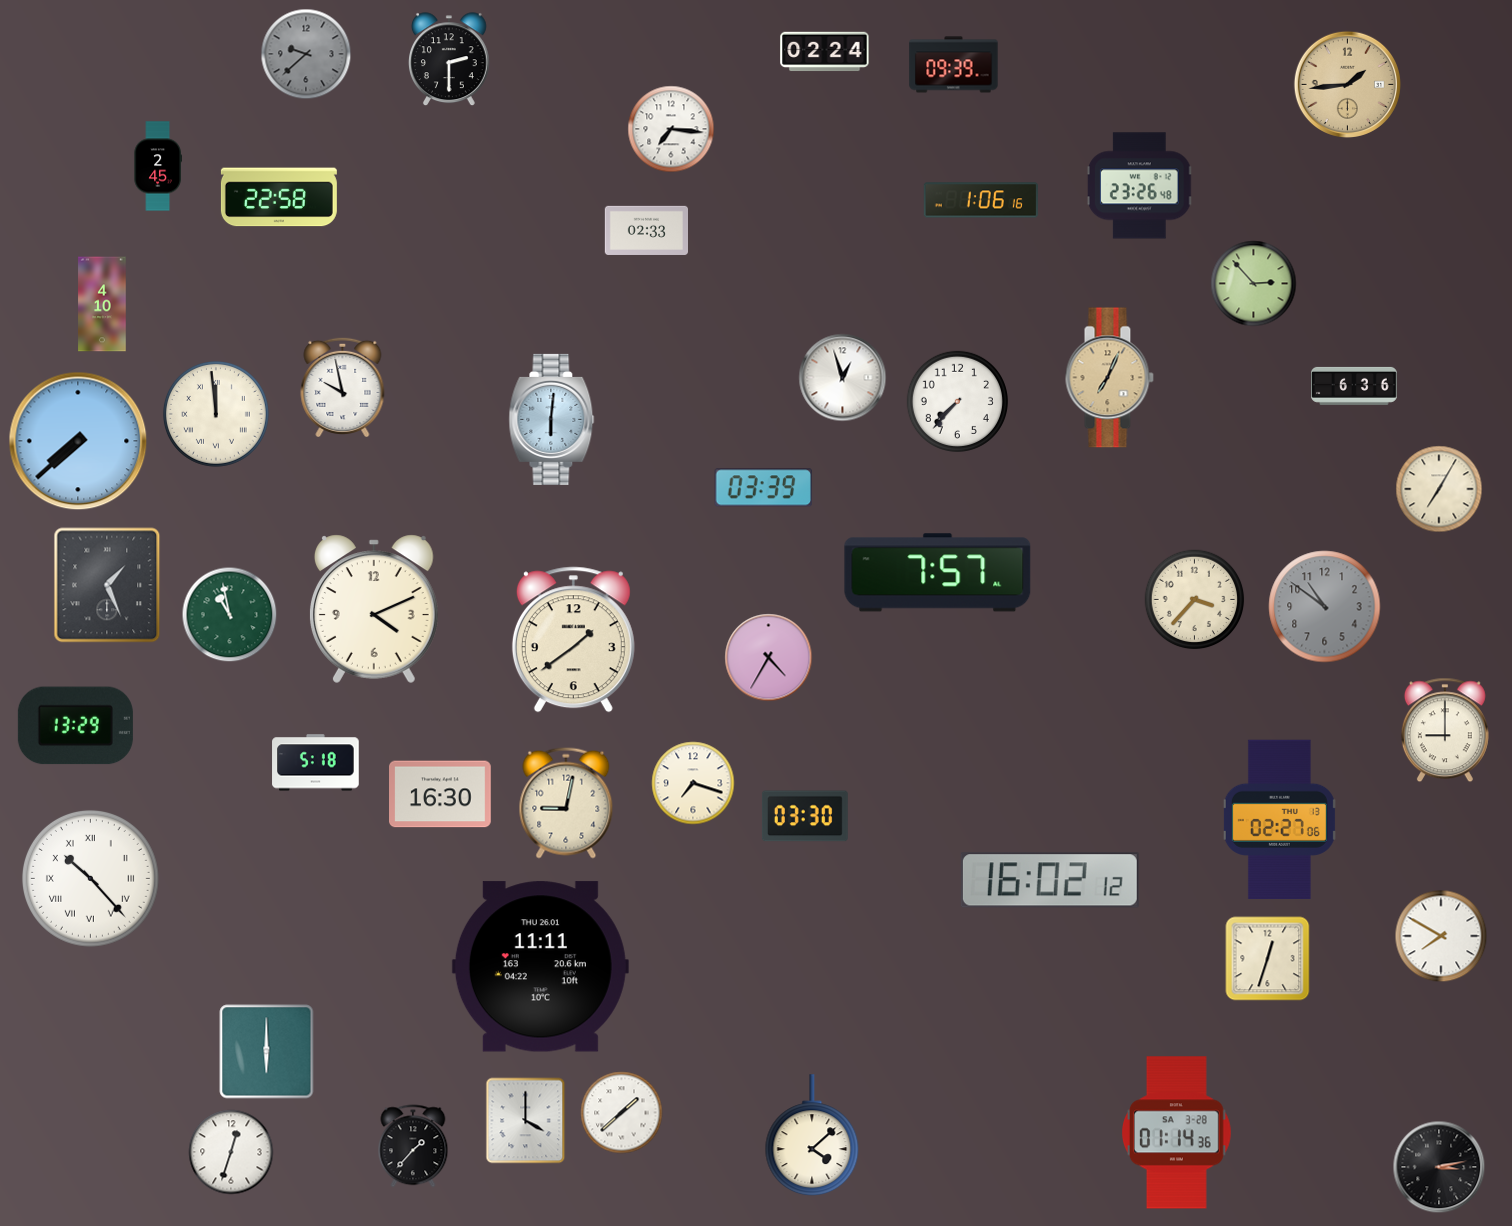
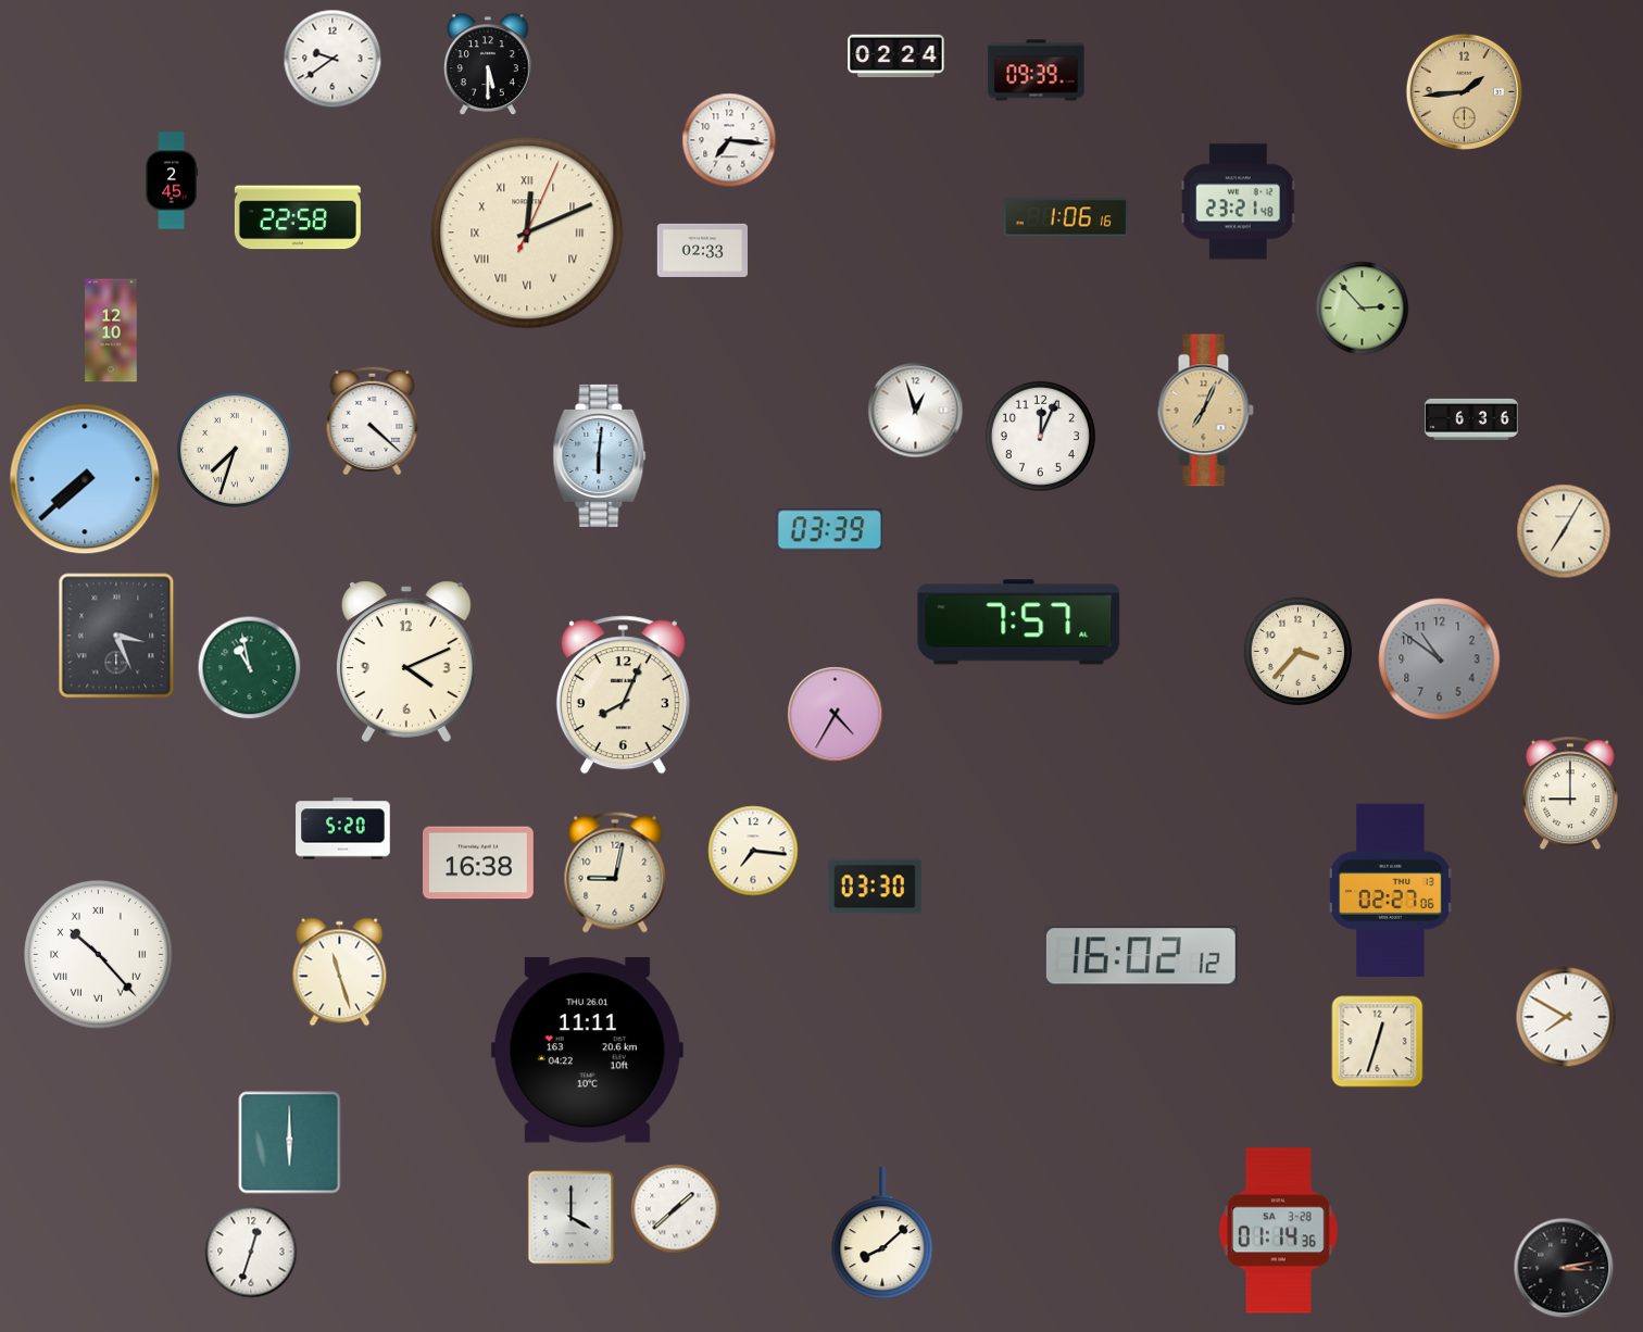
clock at (306, 54): 9:38 -> 9:39
clock at (306, 54) dial: grey -> white
clock at (450, 60): 2:30 -> 5:30
clock at (1140, 186): 23:26 -> 23:21
clock at (279, 197) position: (279, 197) -> (298, 217)
clock at (527, 233): none -> 12:11
clock at (102, 304): 4:10 -> 12:10
clock at (343, 386): 9:58 -> 4:22
clock at (957, 401): 7:37 -> 12:04
clock at (216, 414): 11:59 -> 7:33
clock at (107, 585): 1:26 -> 3:26
clock at (573, 640): 1:39 -> 8:04
clock at (75, 726): 13:29 -> none
clock at (316, 763): 5:18 -> 5:20
clock at (693, 783): 7:18 -> 7:16
clock at (441, 794): 16:30 -> 16:38
clock at (340, 972): none -> 11:27
clock at (812, 1136): 4:08 -> 8:08
clock at (413, 1146): 1:37 -> none
